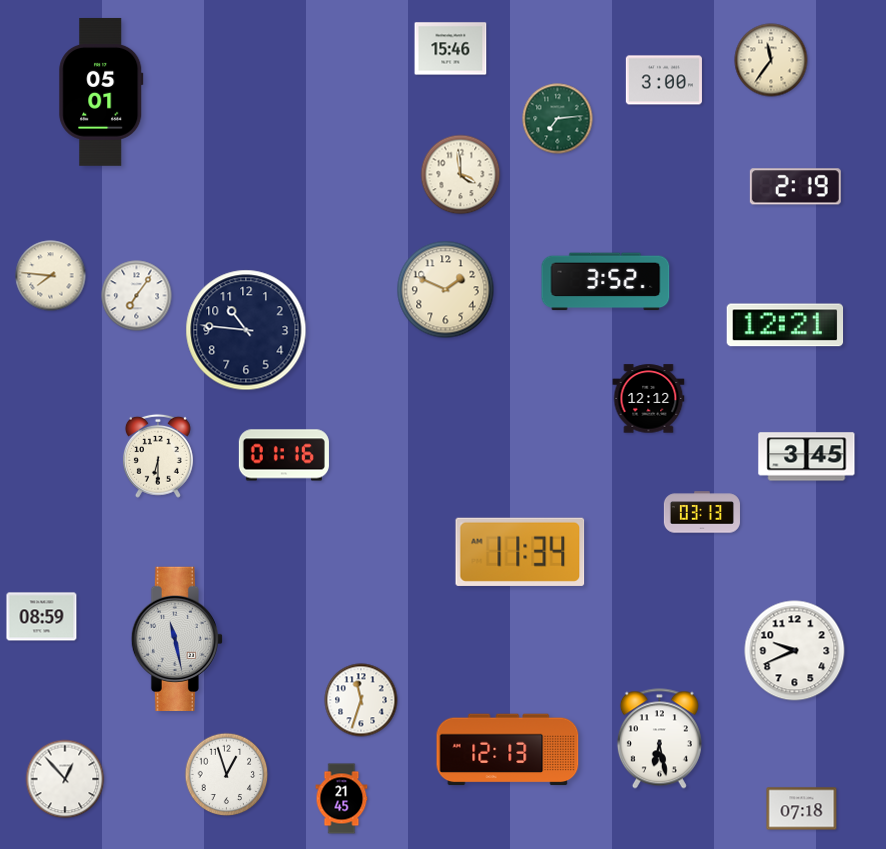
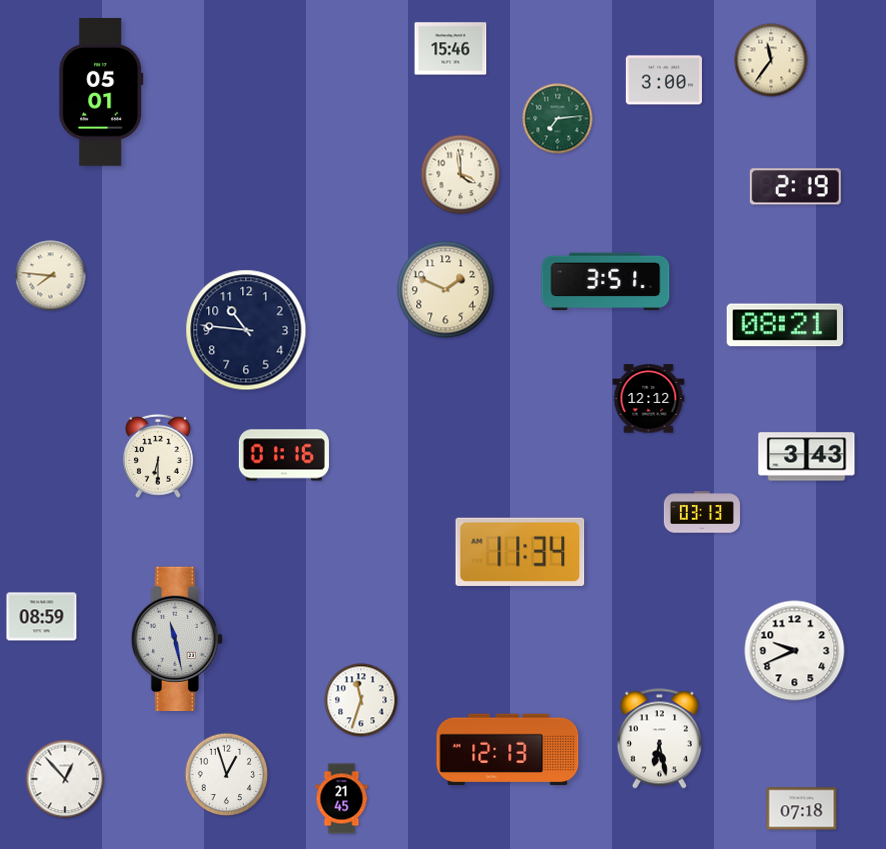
clock at (606, 282): 3:52 -> 3:51
clock at (137, 296): 7:06 -> none
clock at (785, 325): 12:21 -> 08:21
clock at (807, 457): 3:45 -> 3:43
